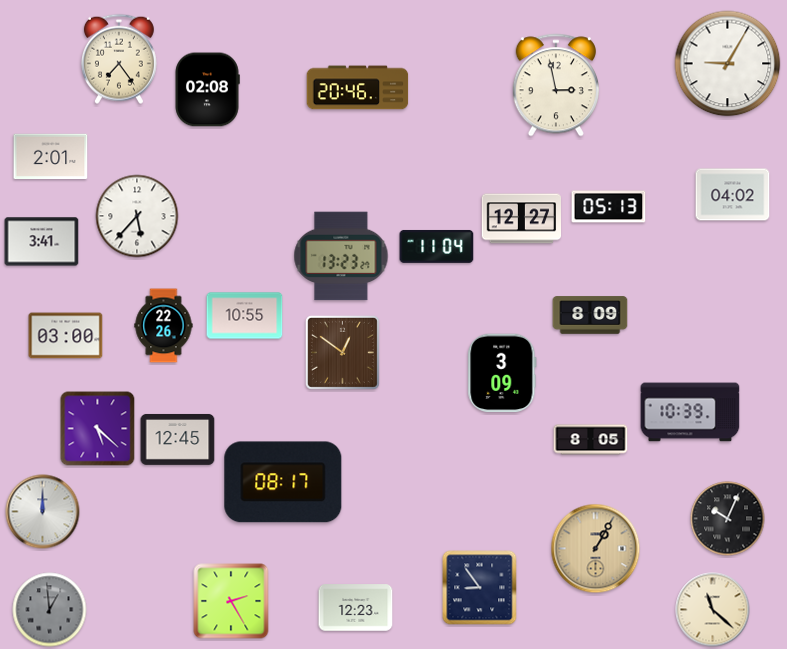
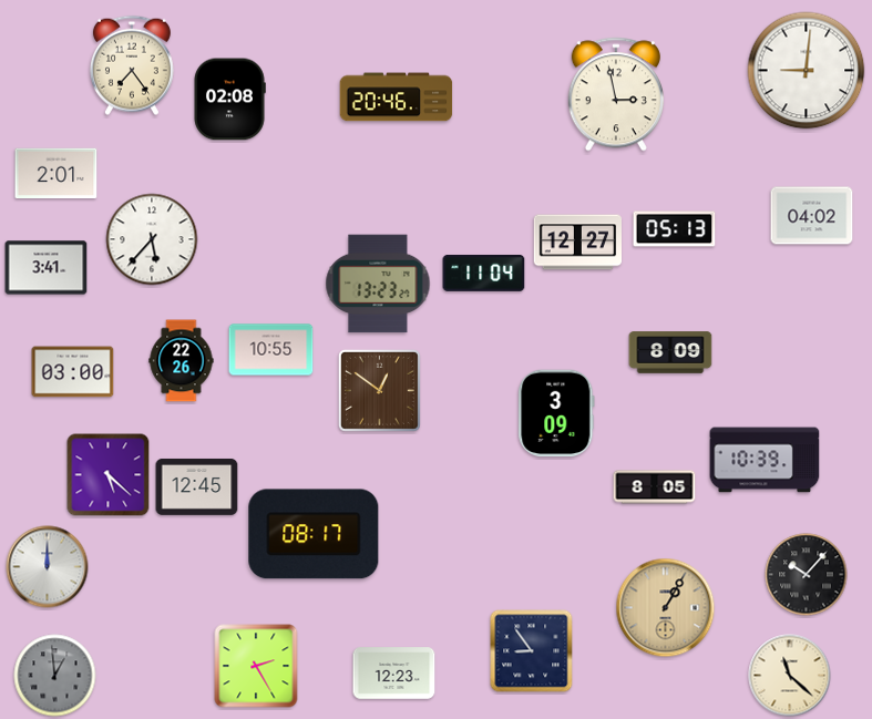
clock at (728, 64): 9:05 -> 9:01
clock at (590, 315) position: (590, 315) -> (670, 352)
clock at (690, 412) position: (690, 412) -> (765, 460)
clock at (728, 519): 10:04 -> 10:07
clock at (596, 549) position: (596, 549) -> (666, 608)
